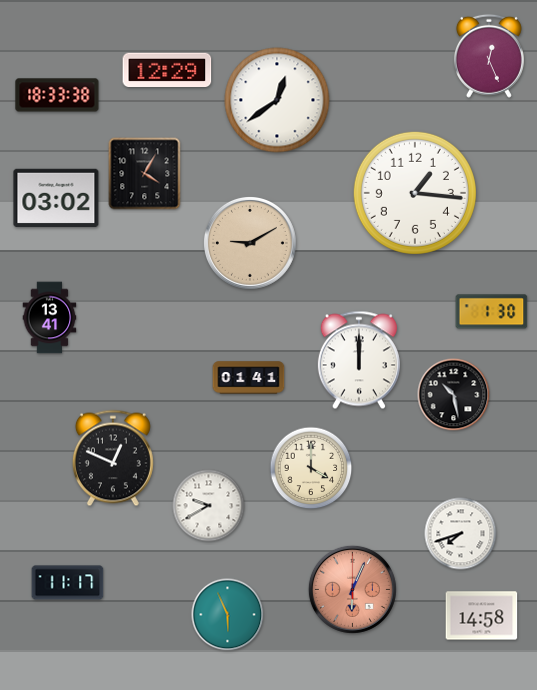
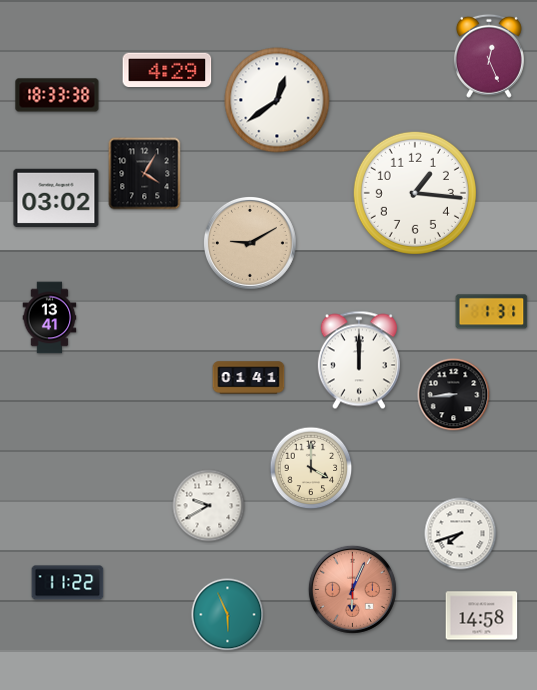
clock at (167, 69): 12:29 -> 4:29
clock at (492, 312): 1:30 -> 1:31
clock at (454, 395): 10:28 -> 8:44
clock at (113, 458): 12:49 -> none
clock at (68, 583): 11:17 -> 11:22
